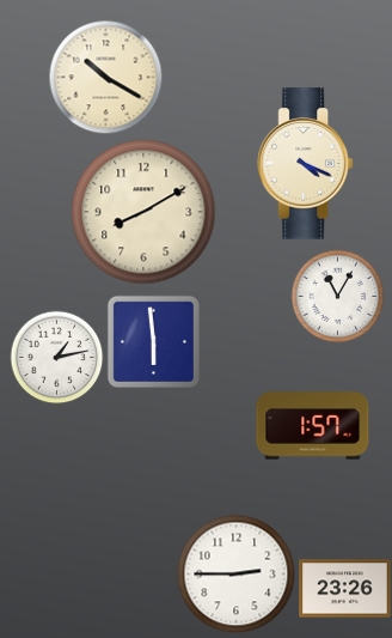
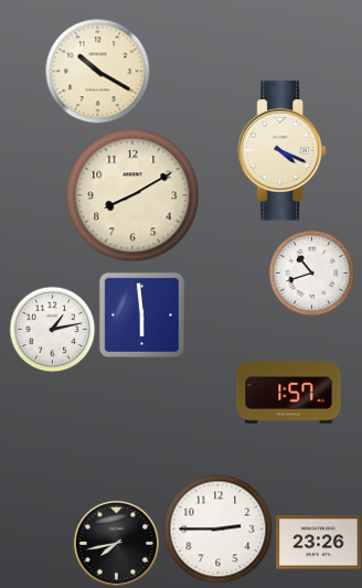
clock at (337, 296): 11:05 -> 10:42
clock at (116, 543): none -> 7:43
